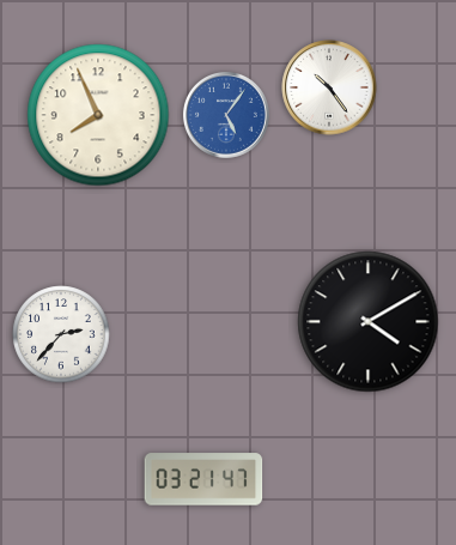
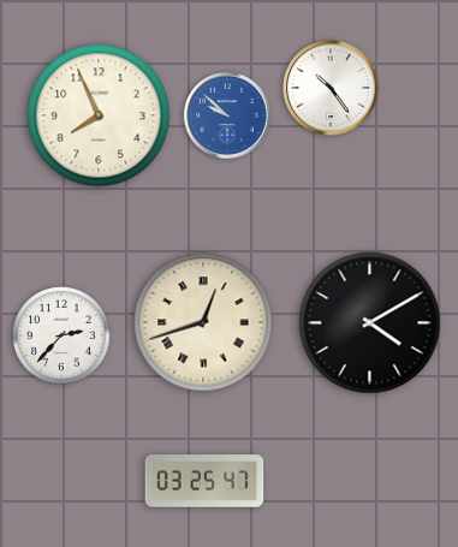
clock at (226, 115): 5:06 -> 9:52
clock at (203, 322): none -> 12:42
clock at (203, 479): 03:21 -> 03:25
